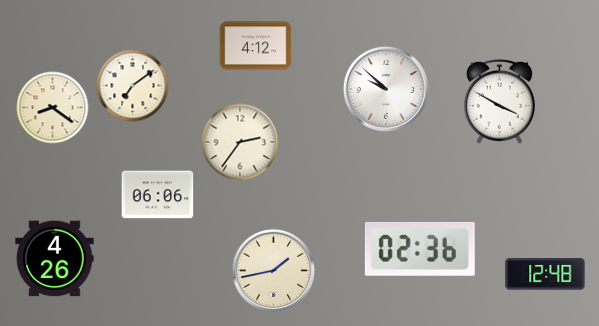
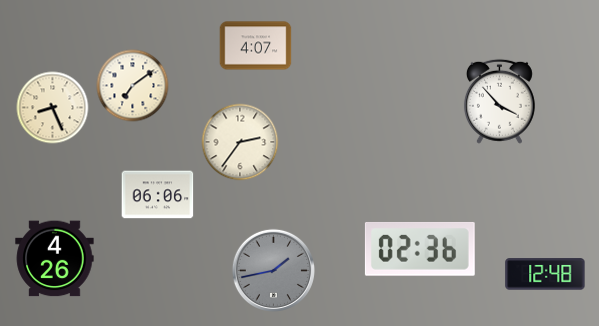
clock at (256, 46): 4:12 -> 4:07
clock at (386, 89): 9:52 -> none
clock at (499, 101): 3:50 -> 3:53
clock at (53, 108): 8:21 -> 8:26
clock at (273, 270) dial: cream -> grey
